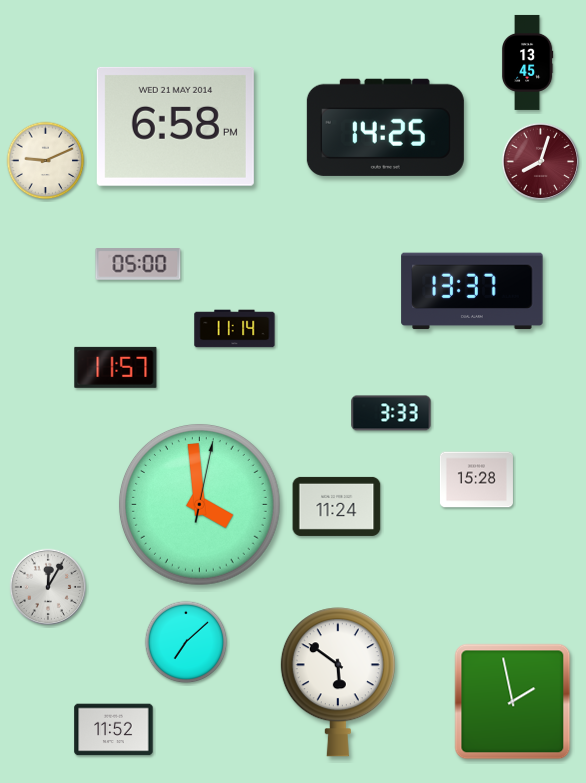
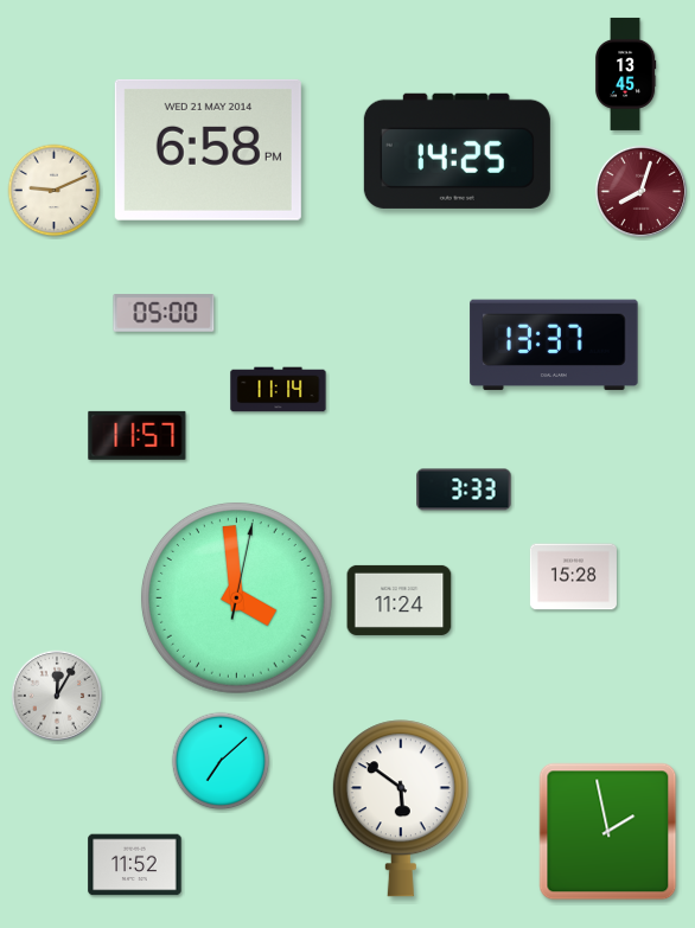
clock at (472, 291) position: (472, 291) -> (554, 345)
clock at (476, 480) position: (476, 480) -> (573, 577)
